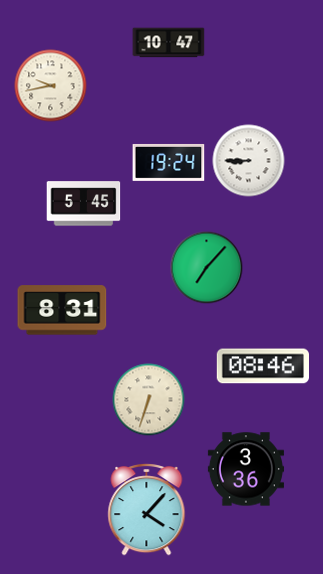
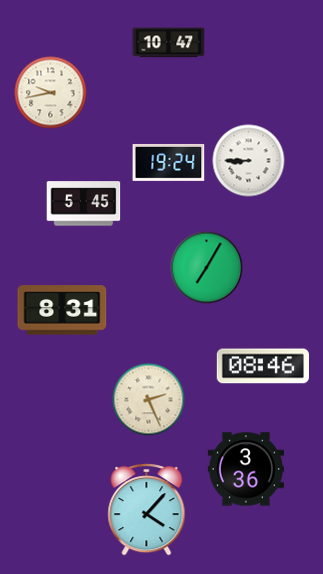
clock at (51, 86) position: (51, 86) -> (51, 93)
clock at (207, 268): 7:07 -> 7:05
clock at (149, 400): 6:33 -> 2:26
